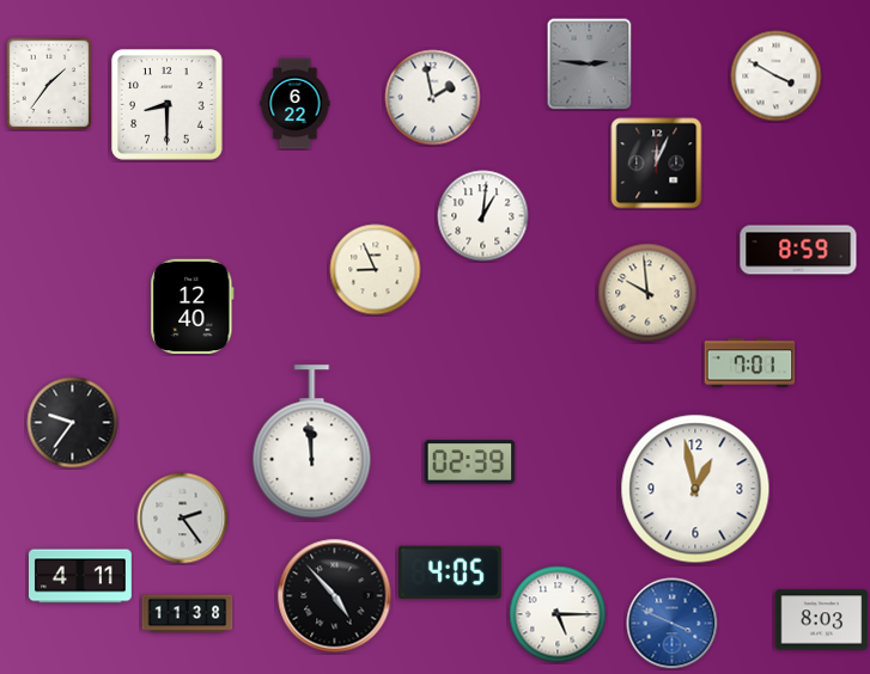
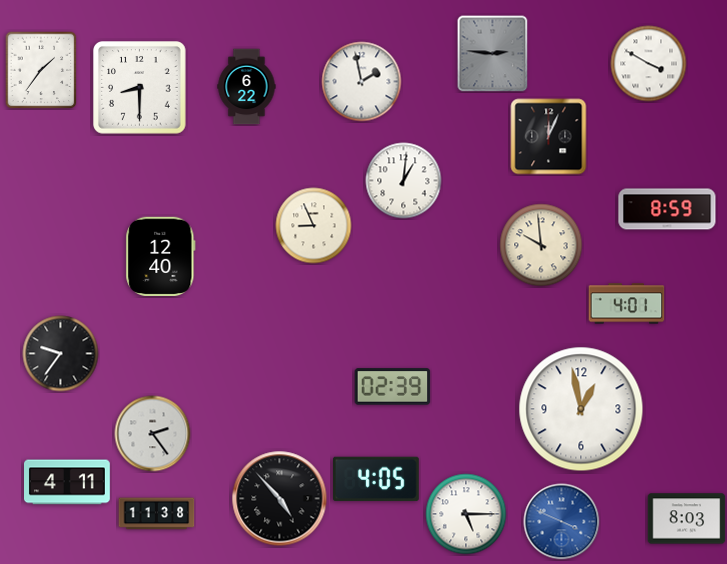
clock at (750, 363): 7:01 -> 4:01
clock at (312, 442): 11:59 -> none
